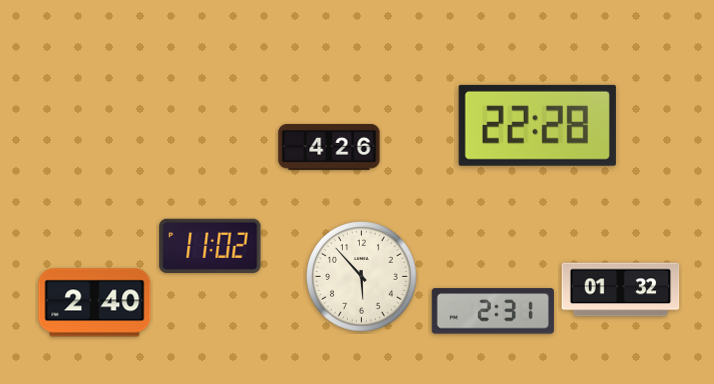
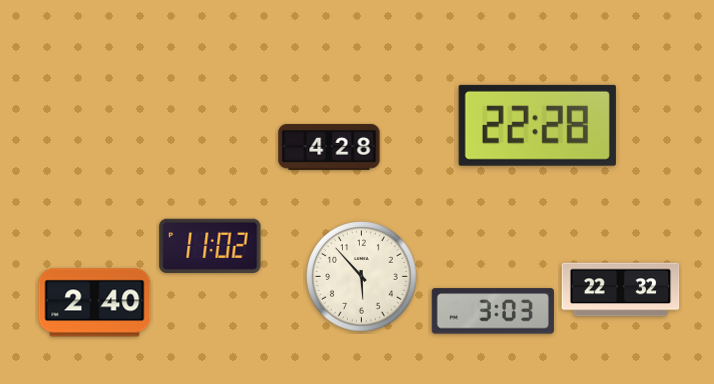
clock at (329, 147): 4:26 -> 4:28
clock at (621, 290): 01:32 -> 22:32
clock at (493, 311): 2:31 -> 3:03
